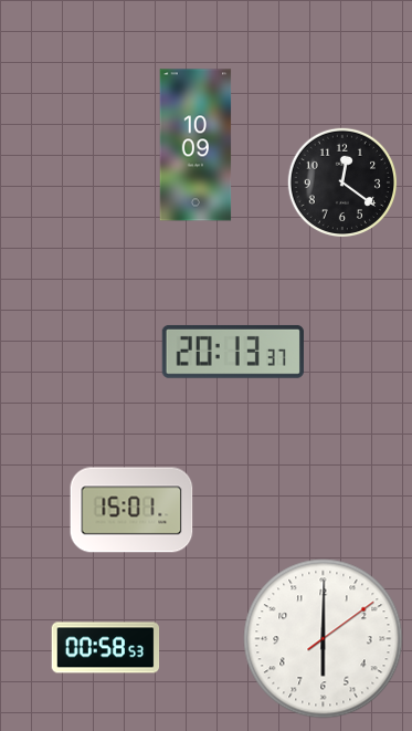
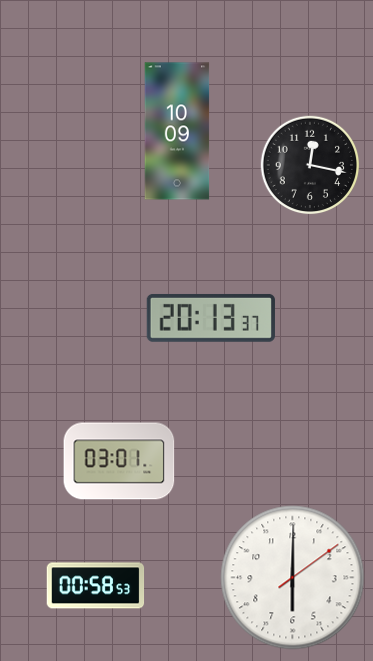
clock at (342, 182): 12:21 -> 12:17
clock at (131, 510): 15:01 -> 03:01
